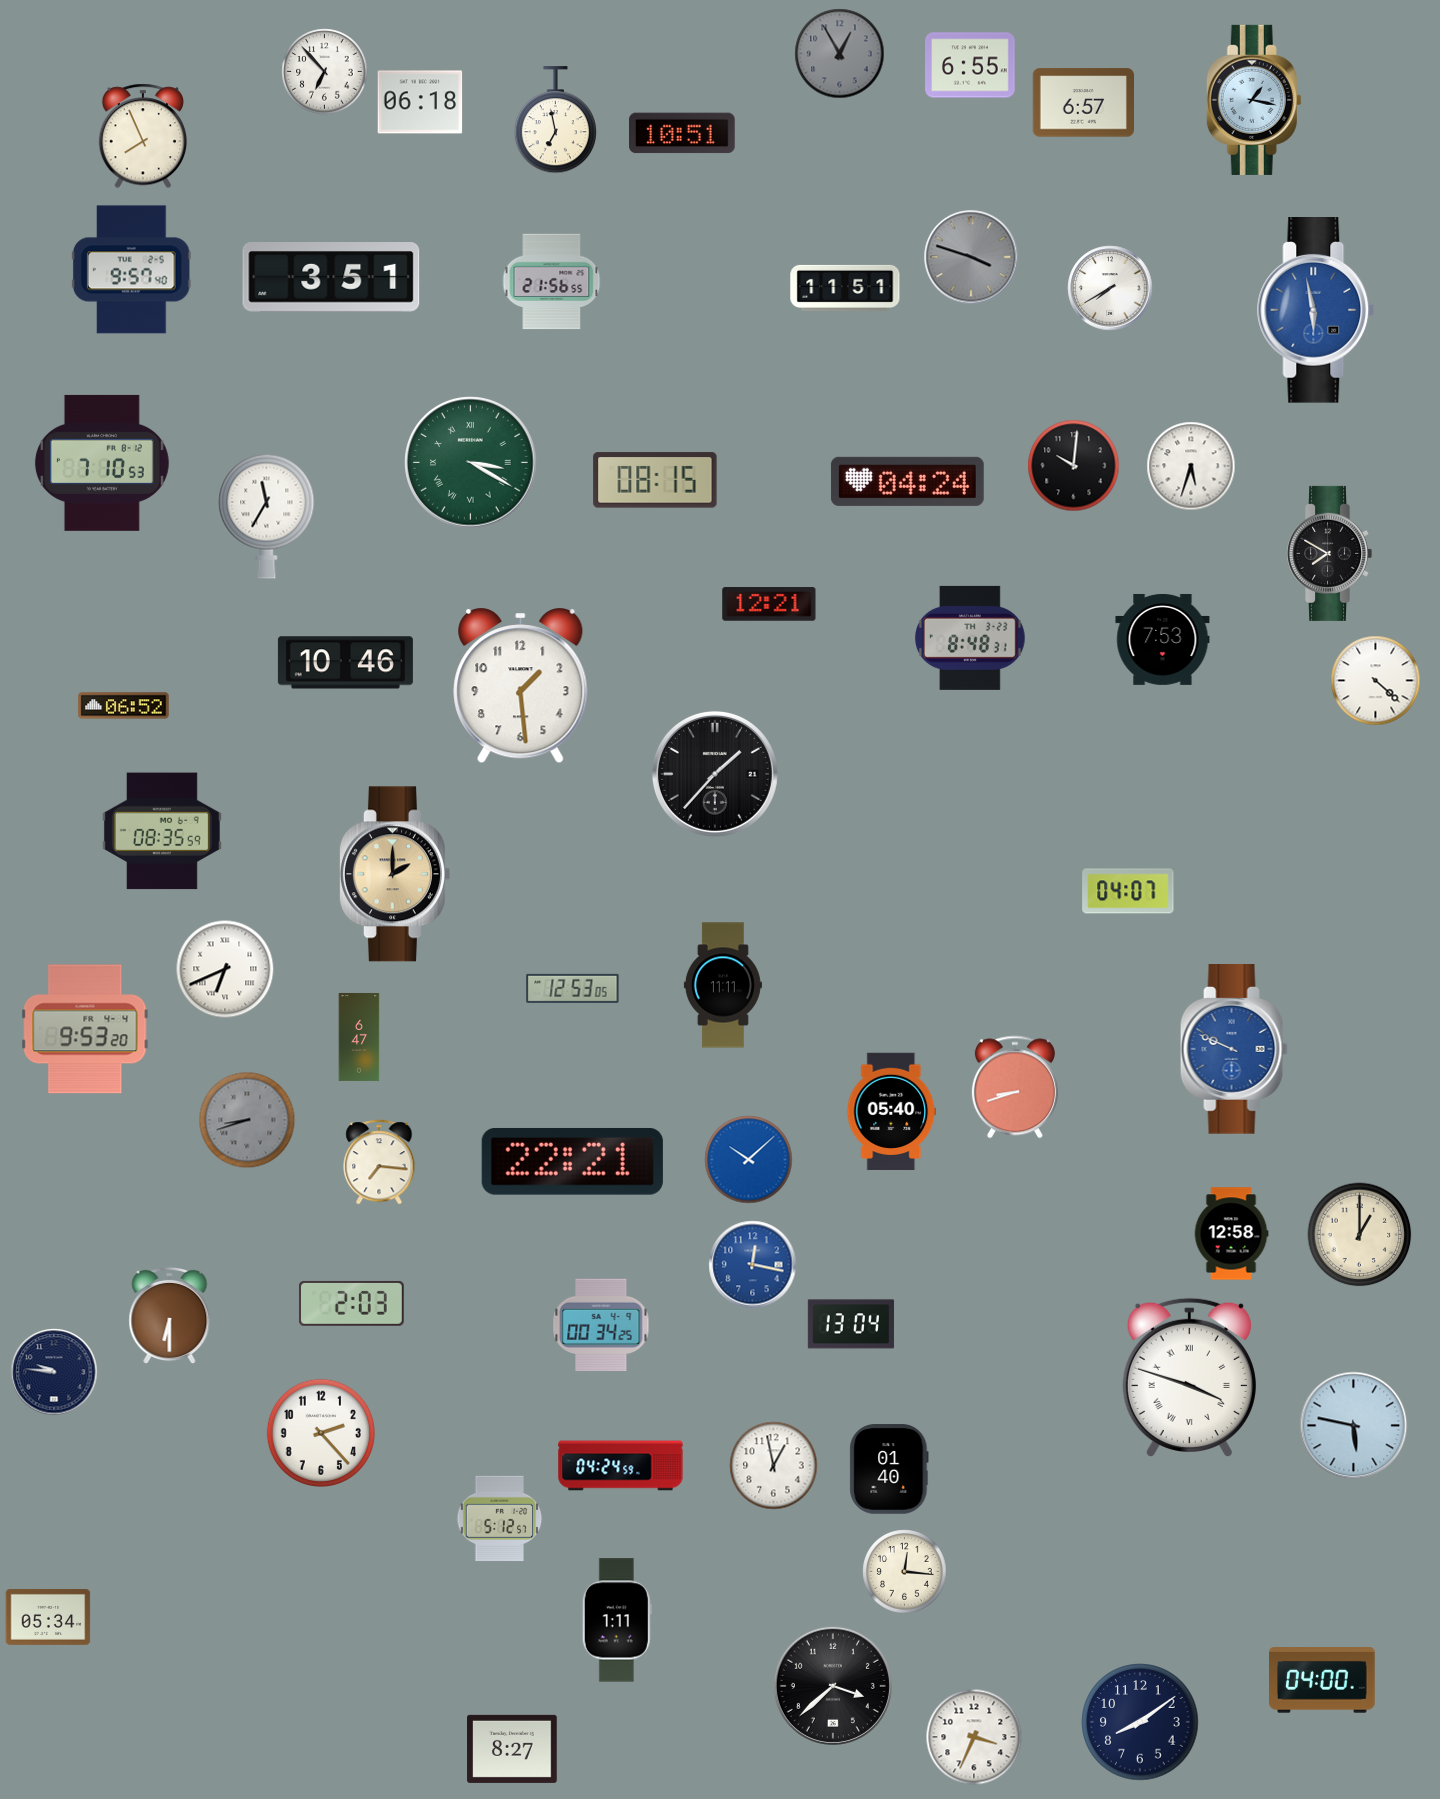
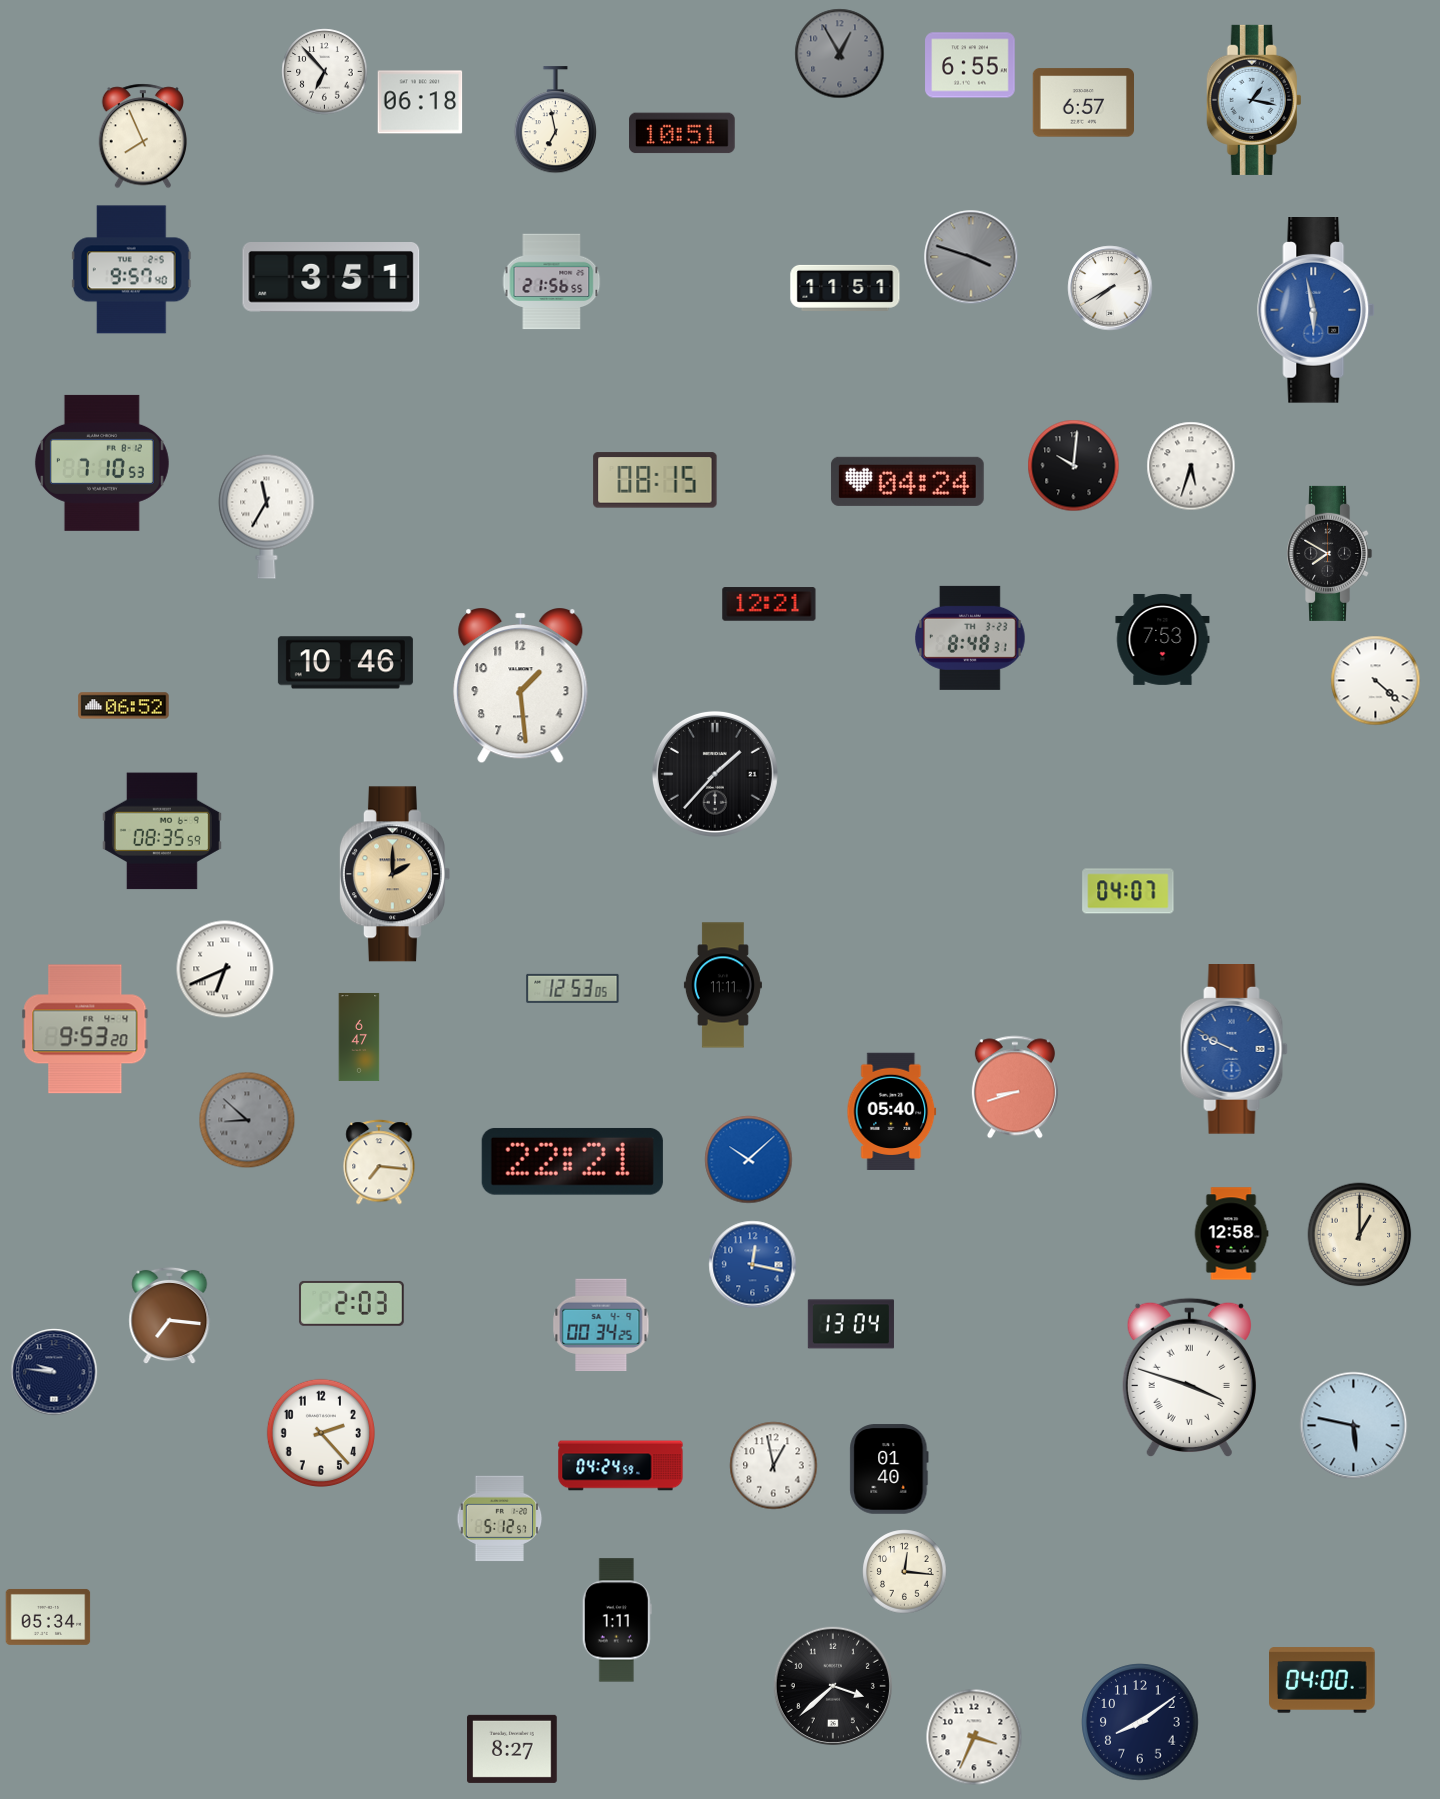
clock at (471, 463): 3:20 -> none
clock at (247, 1120): 8:42 -> 8:52
clock at (170, 1316): 6:30 -> 7:16
